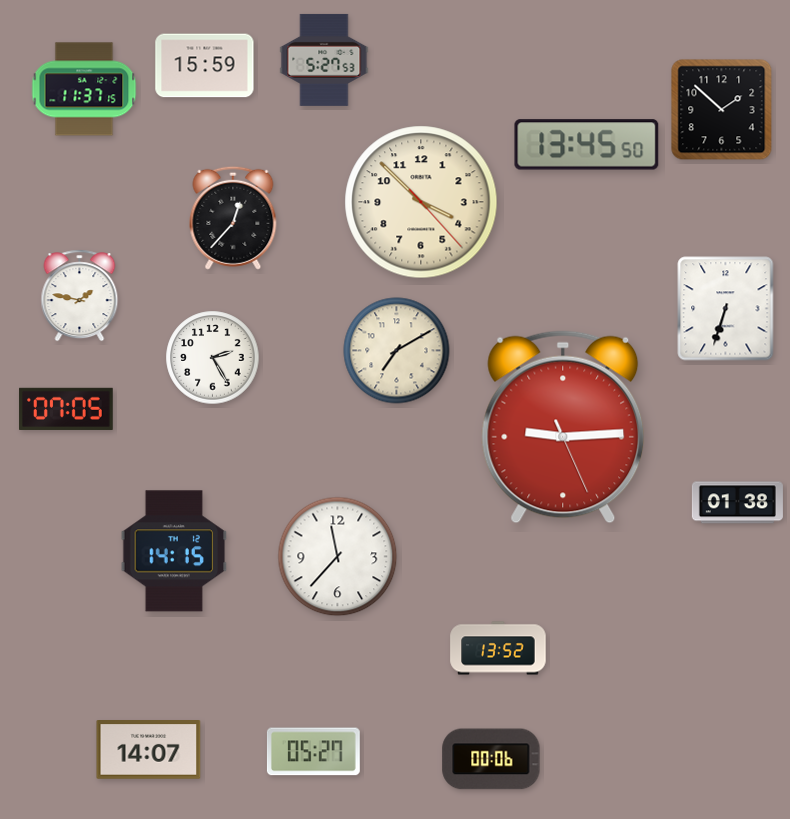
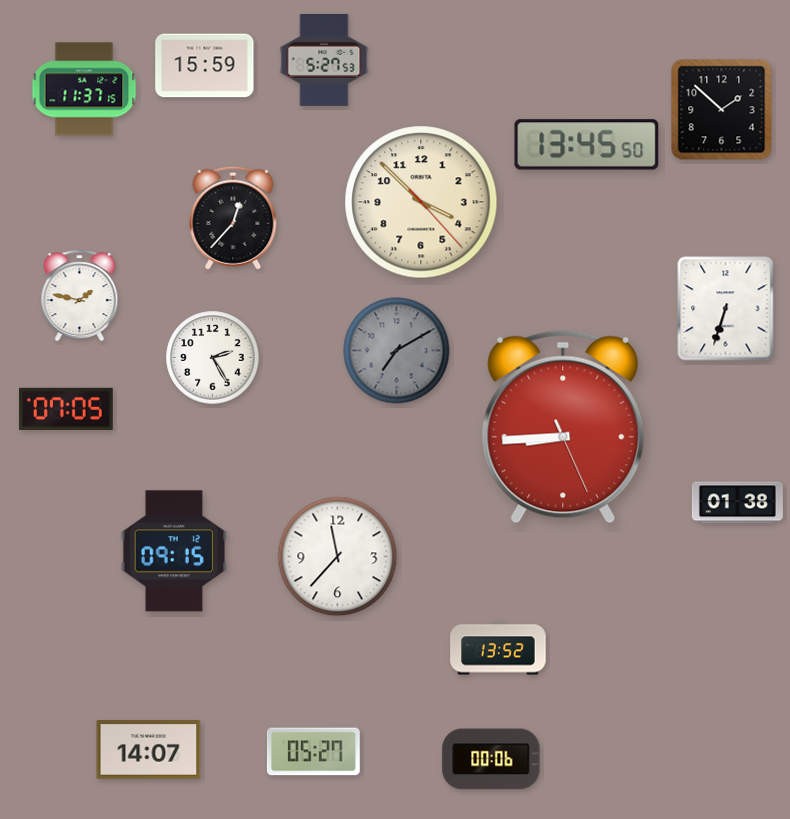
clock at (397, 351) dial: cream -> grey
clock at (563, 427): 9:14 -> 8:44
clock at (174, 551): 14:15 -> 09:15
